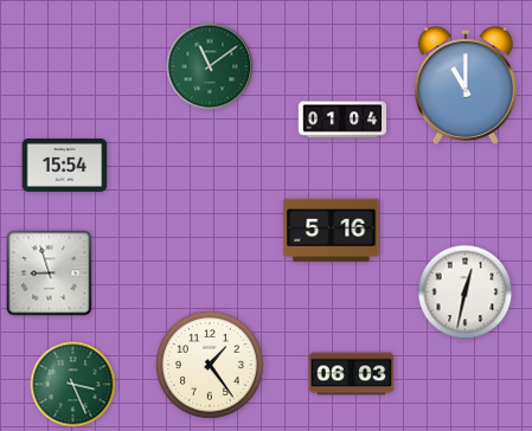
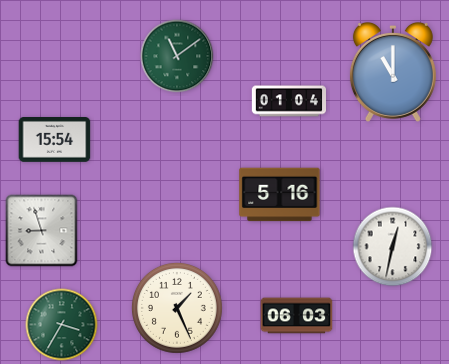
clock at (210, 365): 1:24 -> 1:26
clock at (73, 385): 3:26 -> 3:35
